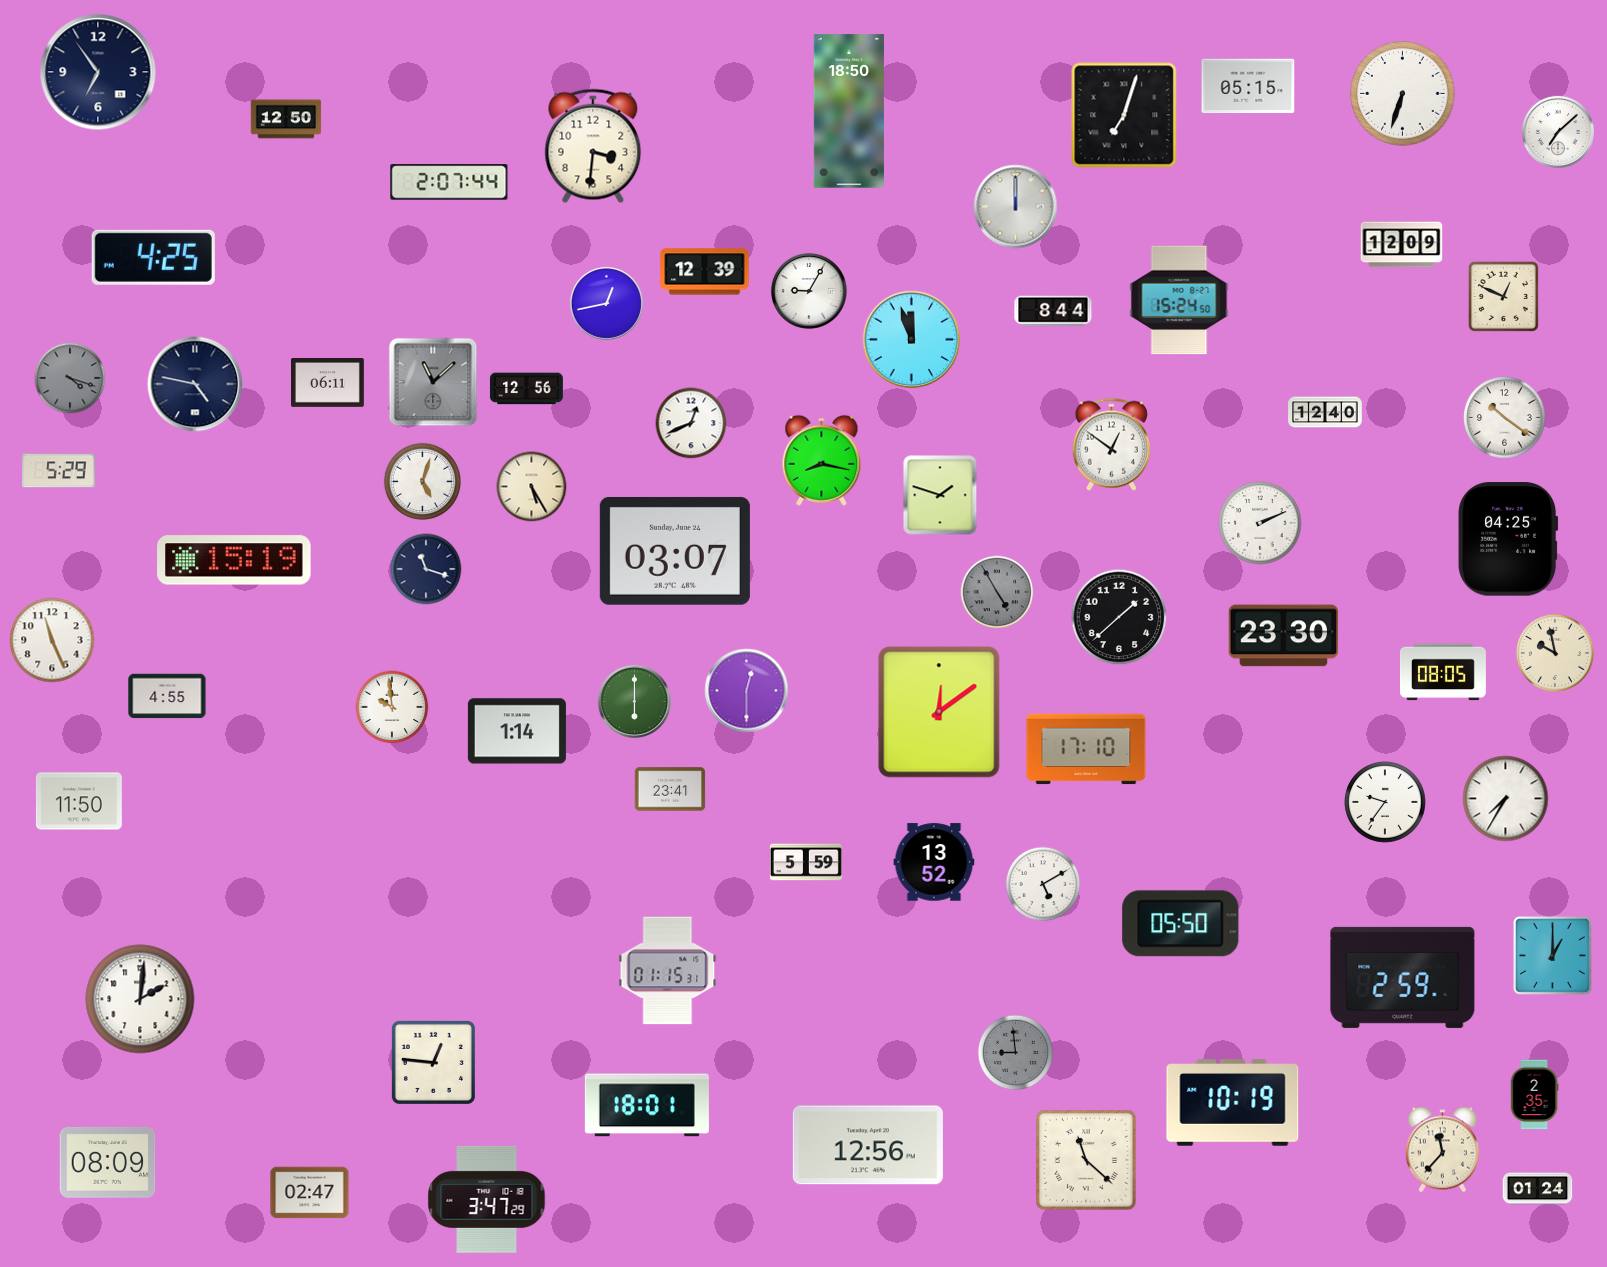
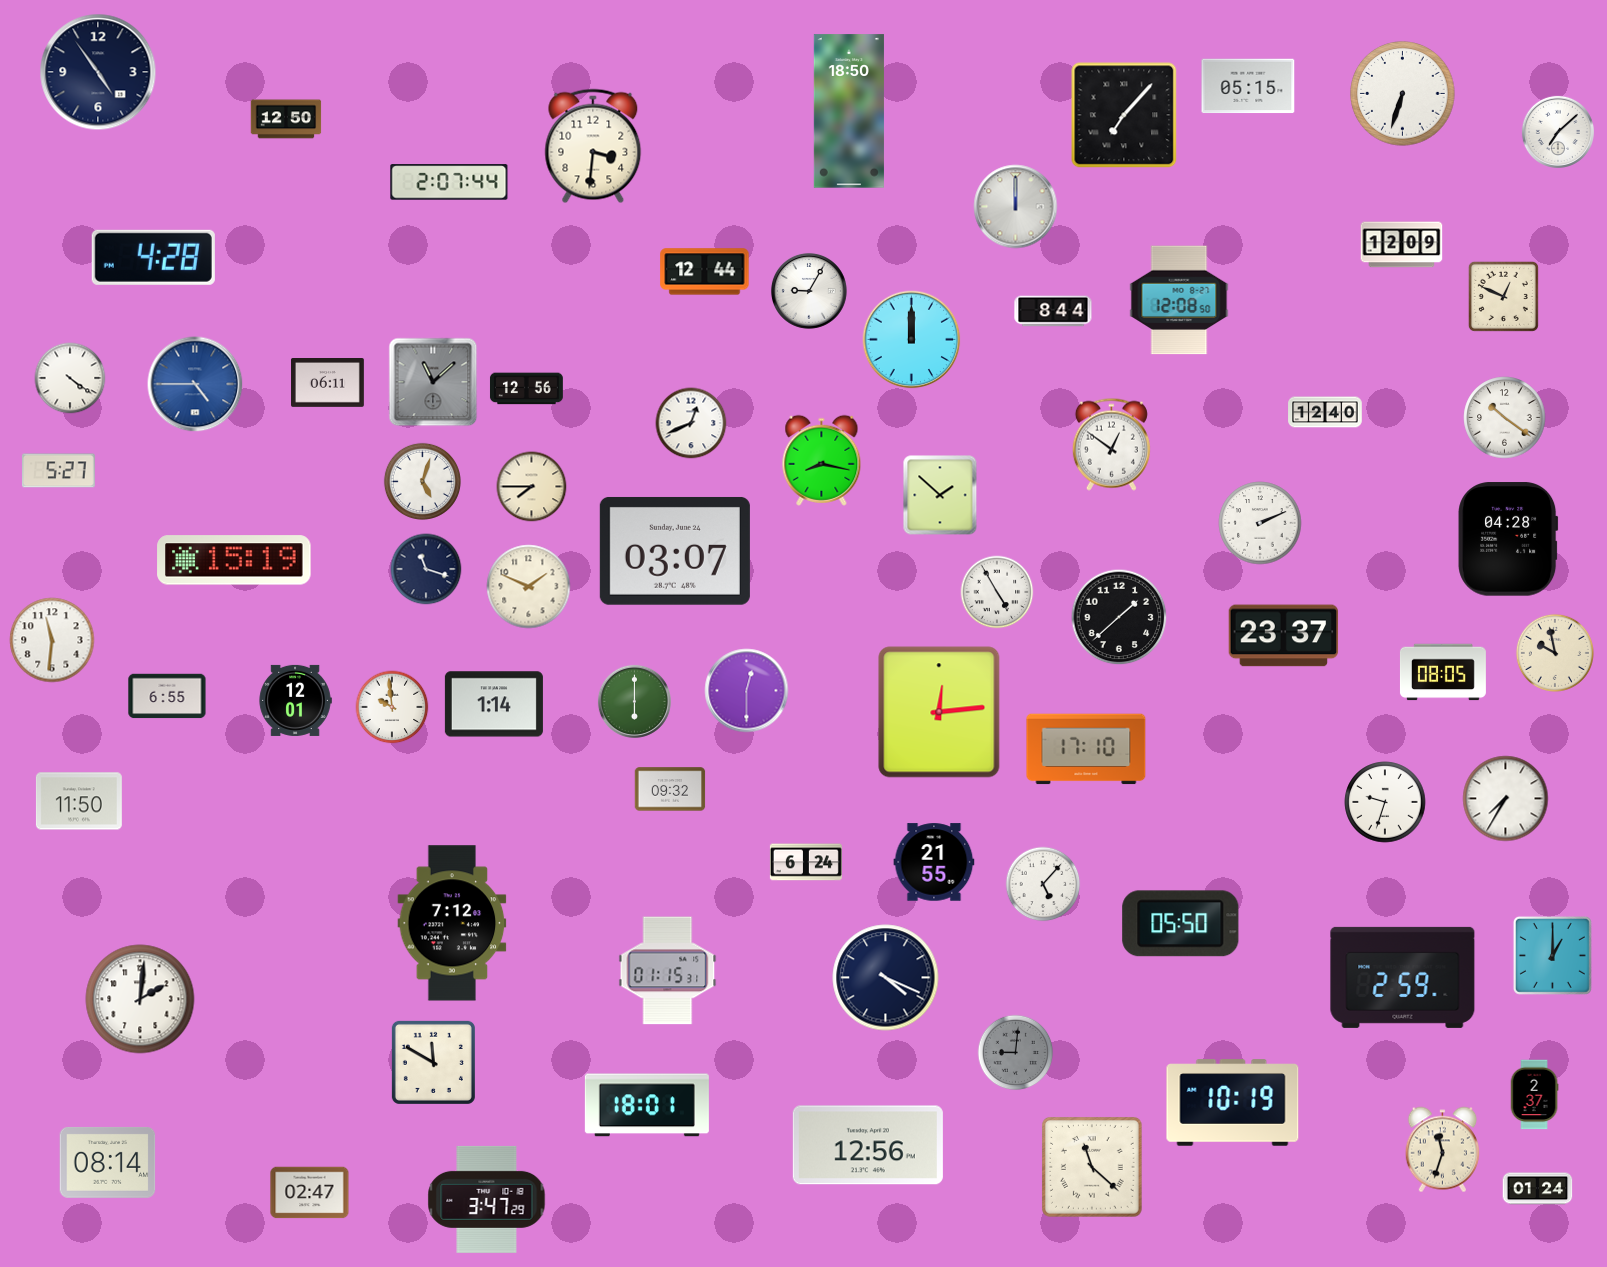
clock at (98, 72): 6:54 -> 4:54
clock at (1124, 115): 7:03 -> 7:07
clock at (153, 257): 4:25 -> 4:28
clock at (705, 272): 12:39 -> 12:44
clock at (1179, 300): 15:24 -> 12:08
clock at (606, 303): 12:43 -> none
clock at (912, 340): 11:57 -> 12:00
clock at (70, 378): 4:18 -> 4:21
clock at (70, 378) dial: grey -> white
clock at (195, 384): 4:47 -> 4:45
clock at (195, 384) dial: navy -> blue
clock at (58, 471): 5:29 -> 5:27
clock at (532, 487): 5:25 -> 7:45
clock at (940, 495): 1:48 -> 1:52
clock at (1508, 539): 04:25 -> 04:28
clock at (529, 587): none -> 1:49
clock at (997, 592) dial: grey -> white
clock at (1284, 636): 23:30 -> 23:37
clock at (52, 640): 11:26 -> 11:31
clock at (167, 696): 4:55 -> 6:55
clock at (295, 700): none -> 12:01
clock at (939, 712): 12:09 -> 12:14
clock at (517, 731) position: (517, 731) -> (494, 704)
clock at (670, 789): 23:41 -> 09:32
clock at (1385, 802): 9:36 -> 9:33
clock at (806, 862): 5:59 -> 6:24
clock at (934, 862): 13:52 -> 21:55
clock at (1043, 884): 5:10 -> 5:07
clock at (452, 923): none -> 7:12
clock at (886, 978): none -> 4:19
clock at (1016, 1053): 8:59 -> 9:01
clock at (433, 1062): 12:46 -> 11:50
clock at (1534, 1095): 2:35 -> 2:37
clock at (1442, 1150): 11:37 -> 11:33
clock at (1086, 1160) position: (1086, 1160) -> (1092, 1167)
clock at (108, 1162): 08:09 -> 08:14
